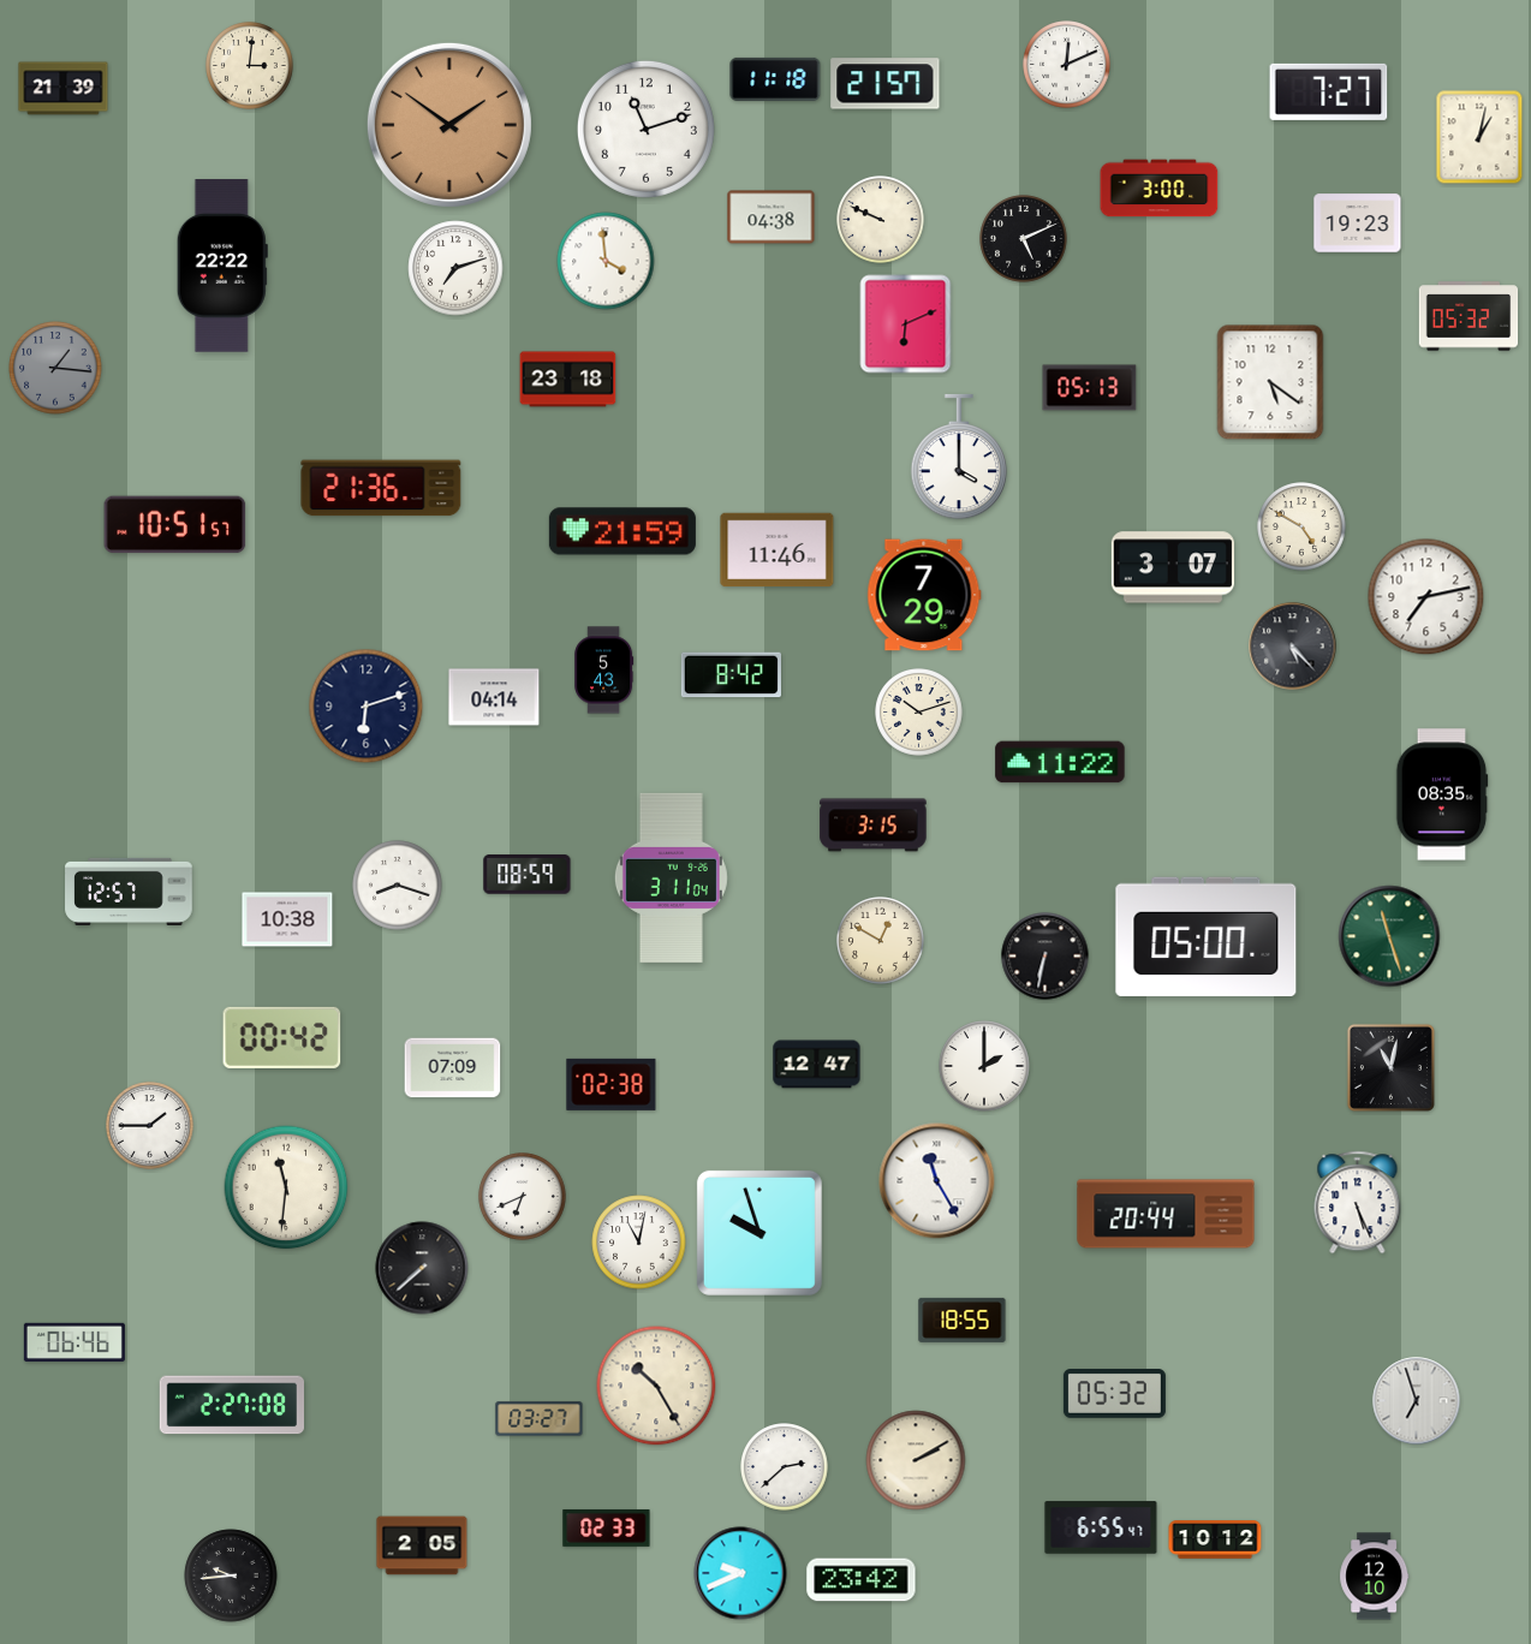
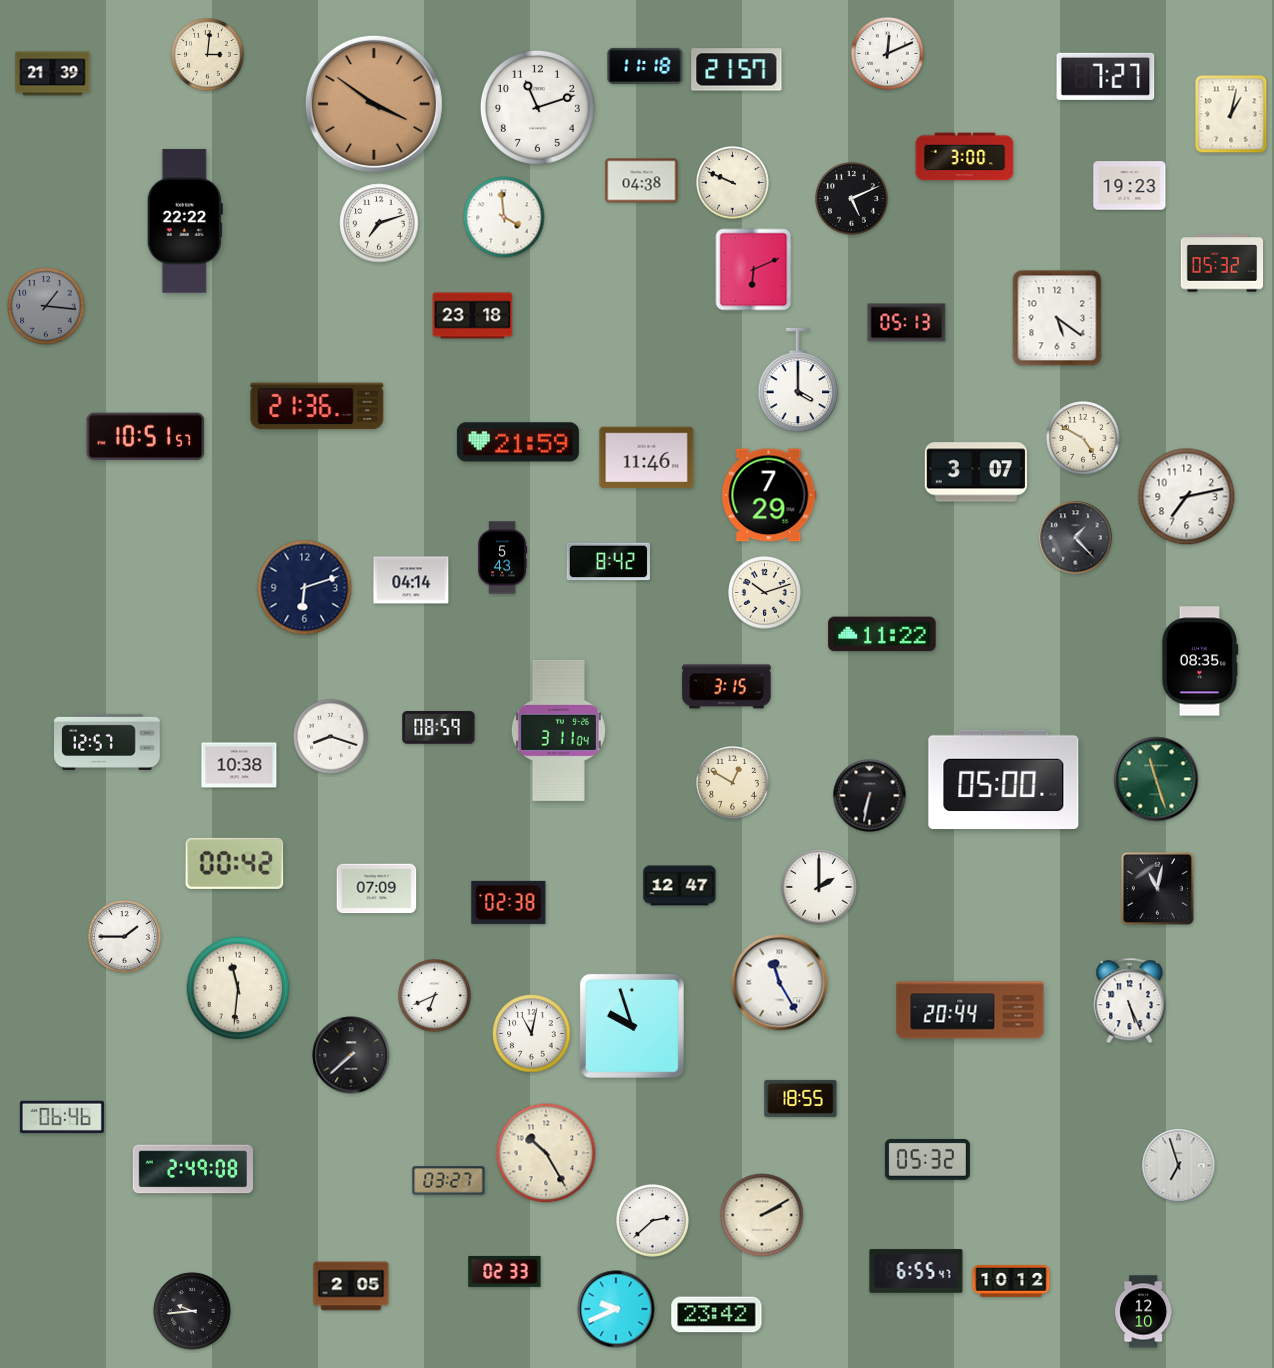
clock at (449, 125): 1:51 -> 3:51
clock at (1293, 647): 5:23 -> 1:23
clock at (231, 1405): 2:27 -> 2:49
